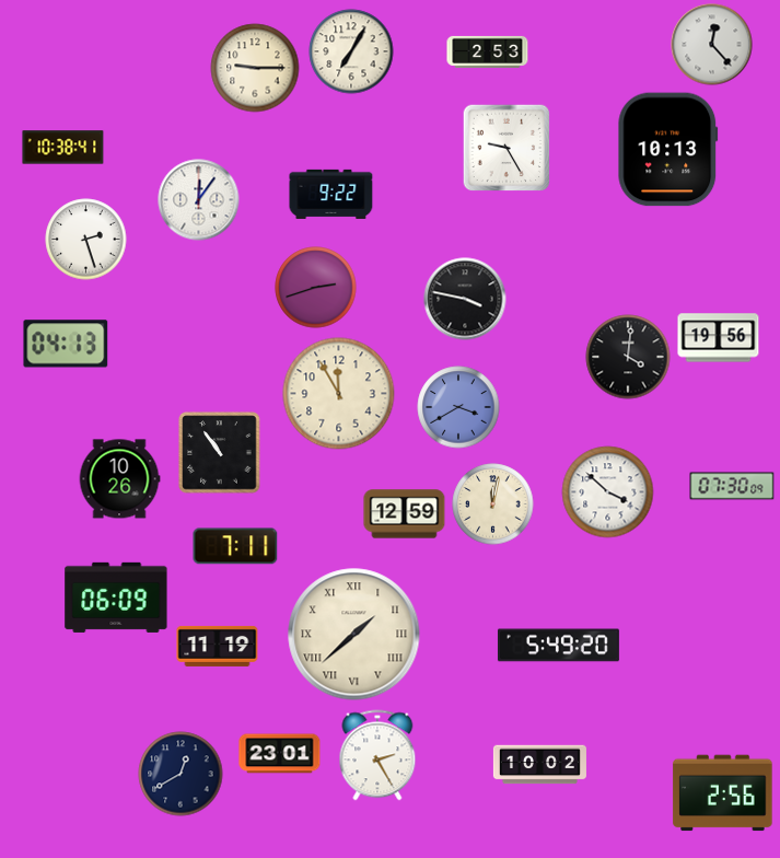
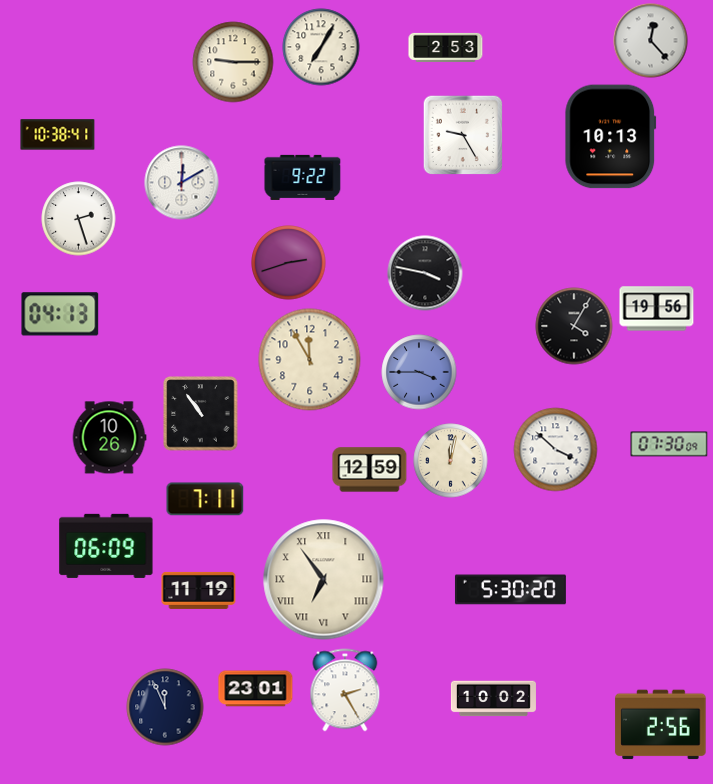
clock at (199, 200): 12:06 -> 12:10
clock at (628, 357): 4:01 -> 4:05
clock at (458, 407): 3:40 -> 3:45
clock at (235, 546) position: (235, 546) -> (205, 499)
clock at (354, 635): 1:38 -> 6:54
clock at (558, 646): 5:49 -> 5:30
clock at (181, 774): 12:40 -> 11:56
